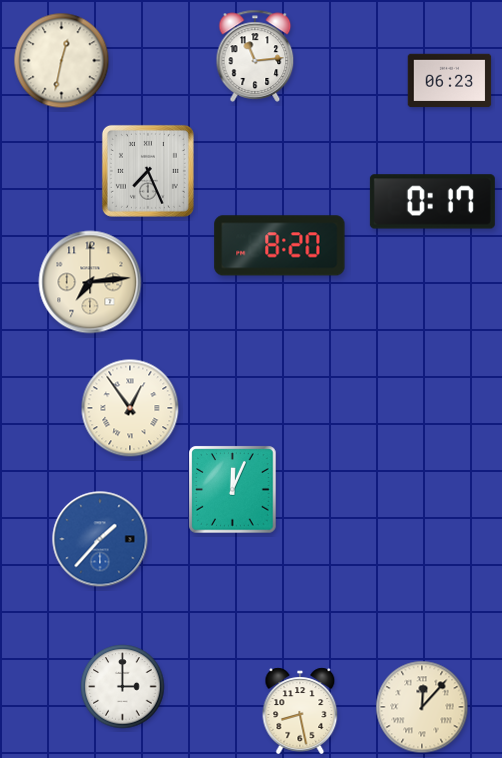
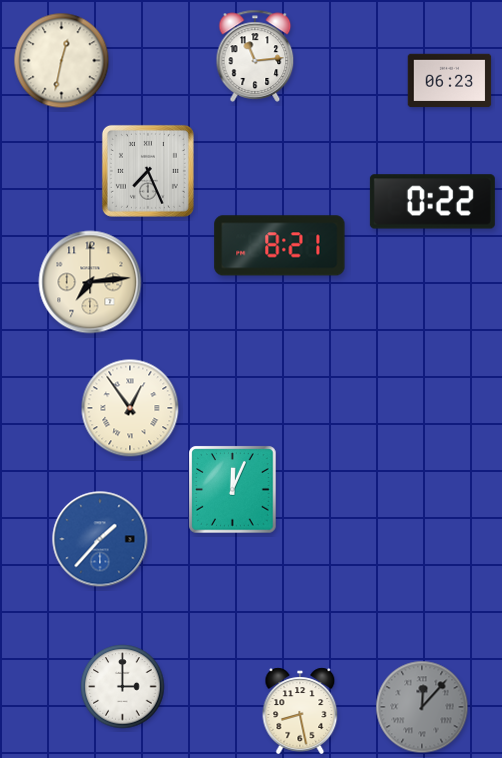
clock at (432, 202): 0:17 -> 0:22
clock at (280, 246): 8:20 -> 8:21
clock at (422, 707) dial: cream -> grey
